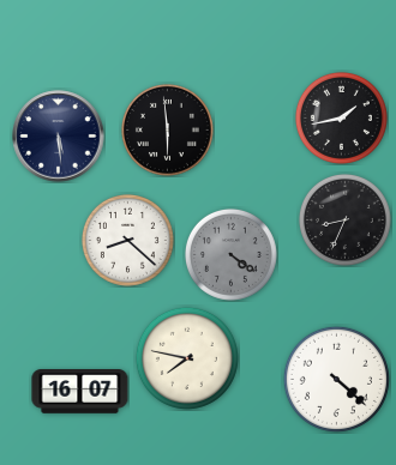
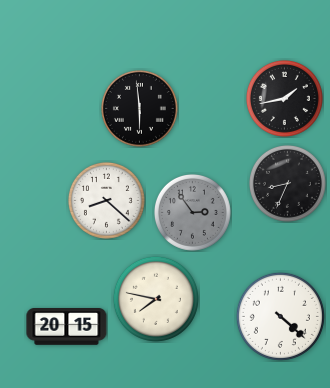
clock at (59, 137): 5:29 -> none
clock at (230, 254): 4:21 -> 2:54
clock at (80, 392): 16:07 -> 20:15
